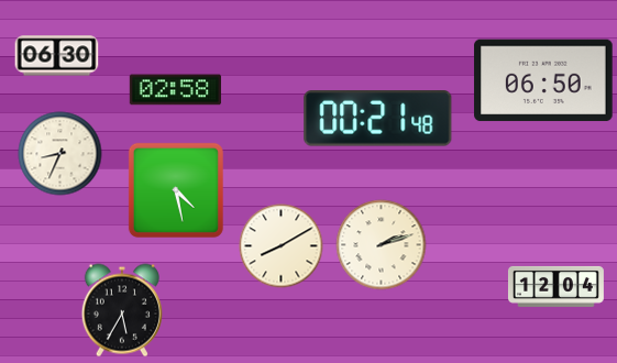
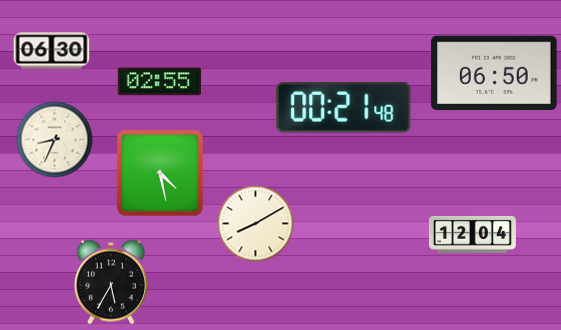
clock at (175, 90): 02:58 -> 02:55
clock at (382, 245): 2:12 -> none
clock at (555, 286) position: (555, 286) -> (472, 234)
